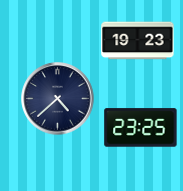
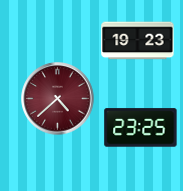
clock at (58, 99) dial: navy -> burgundy
